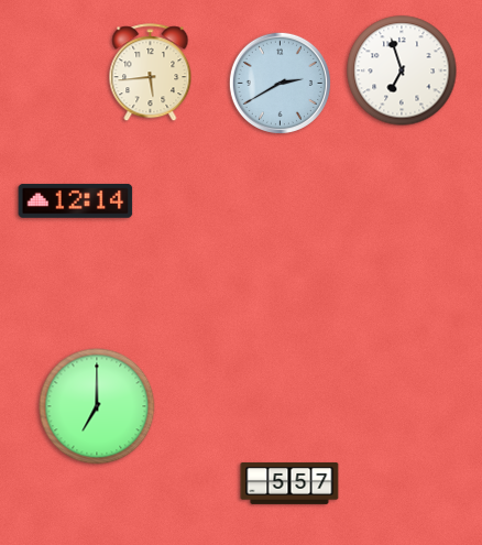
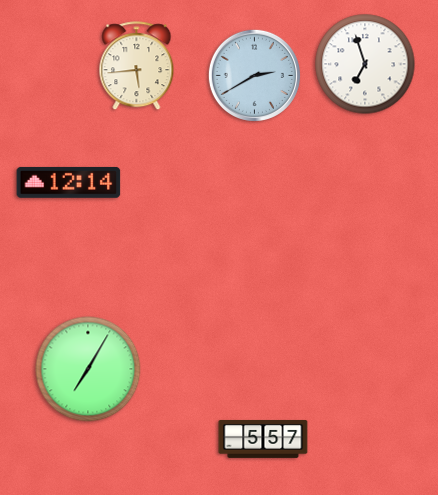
clock at (97, 406): 7:00 -> 7:05
